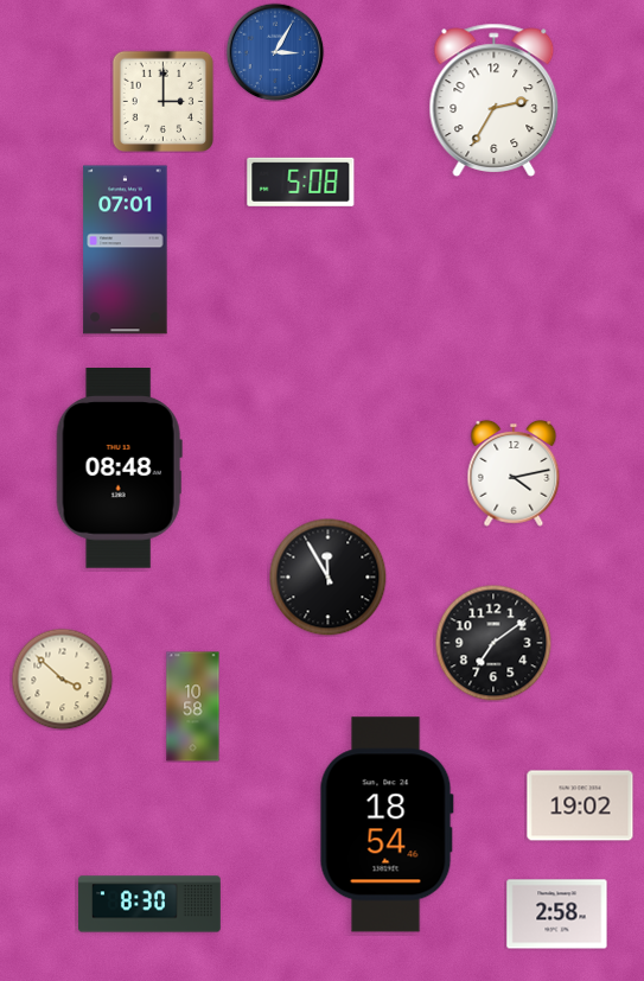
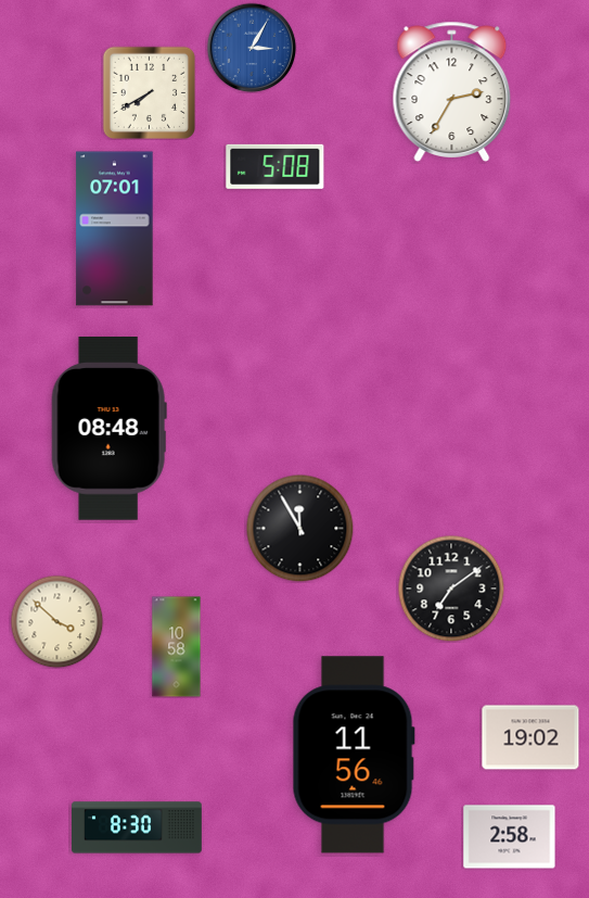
clock at (162, 101): 3:00 -> 7:40
clock at (514, 473): 4:13 -> none
clock at (387, 824): 18:54 -> 11:56
